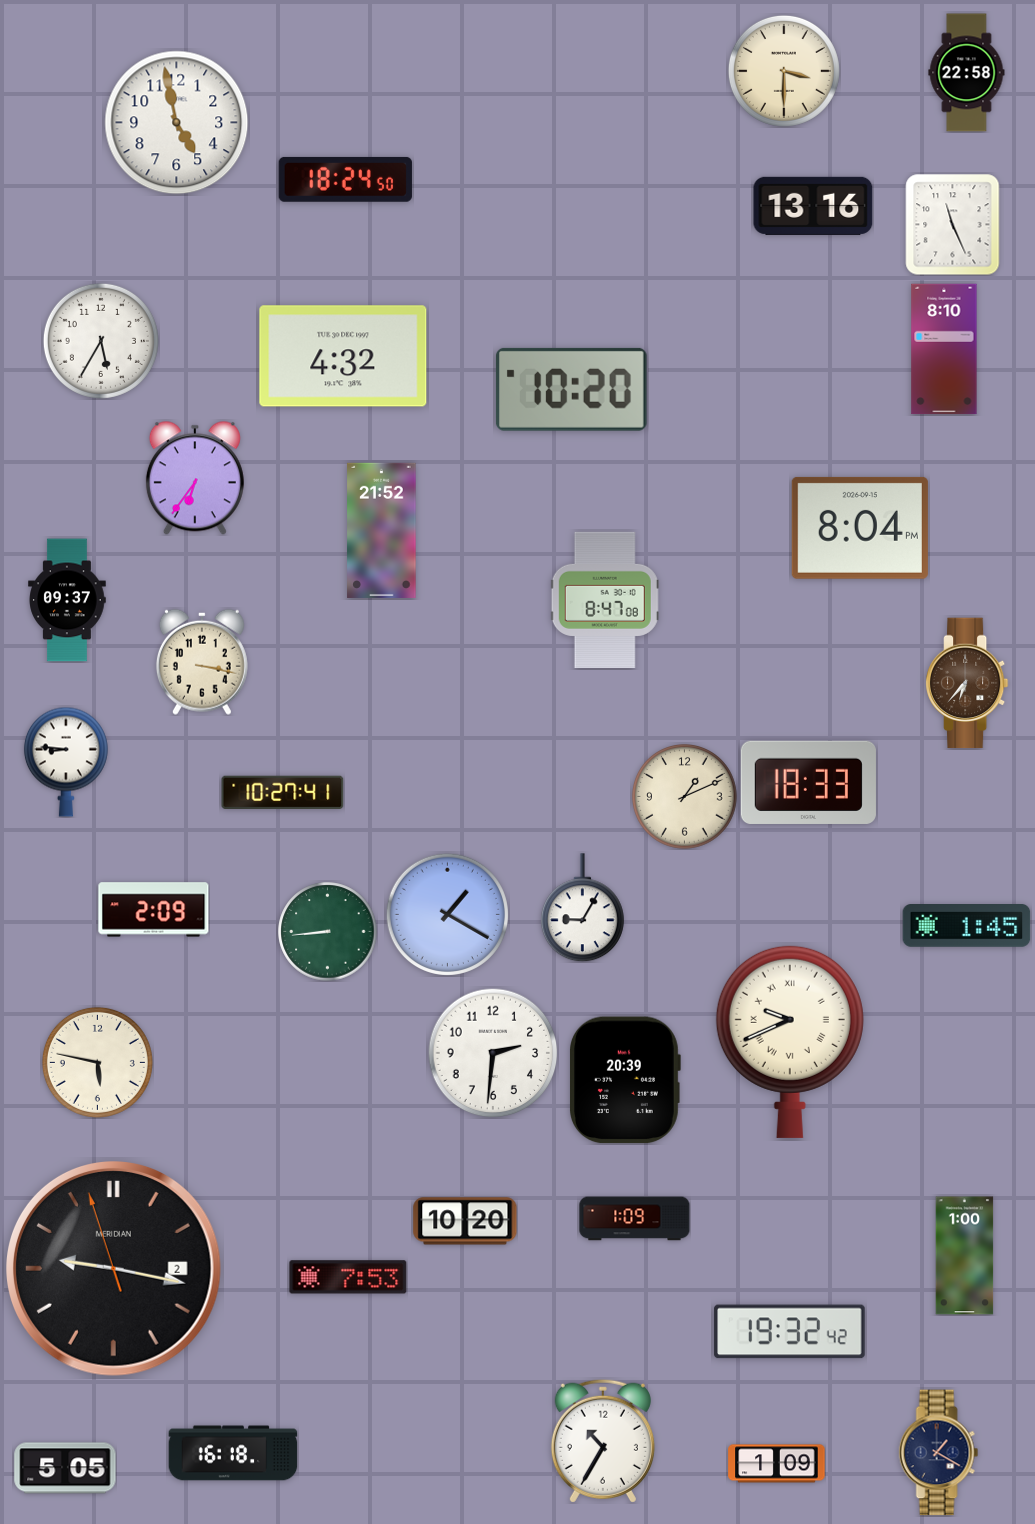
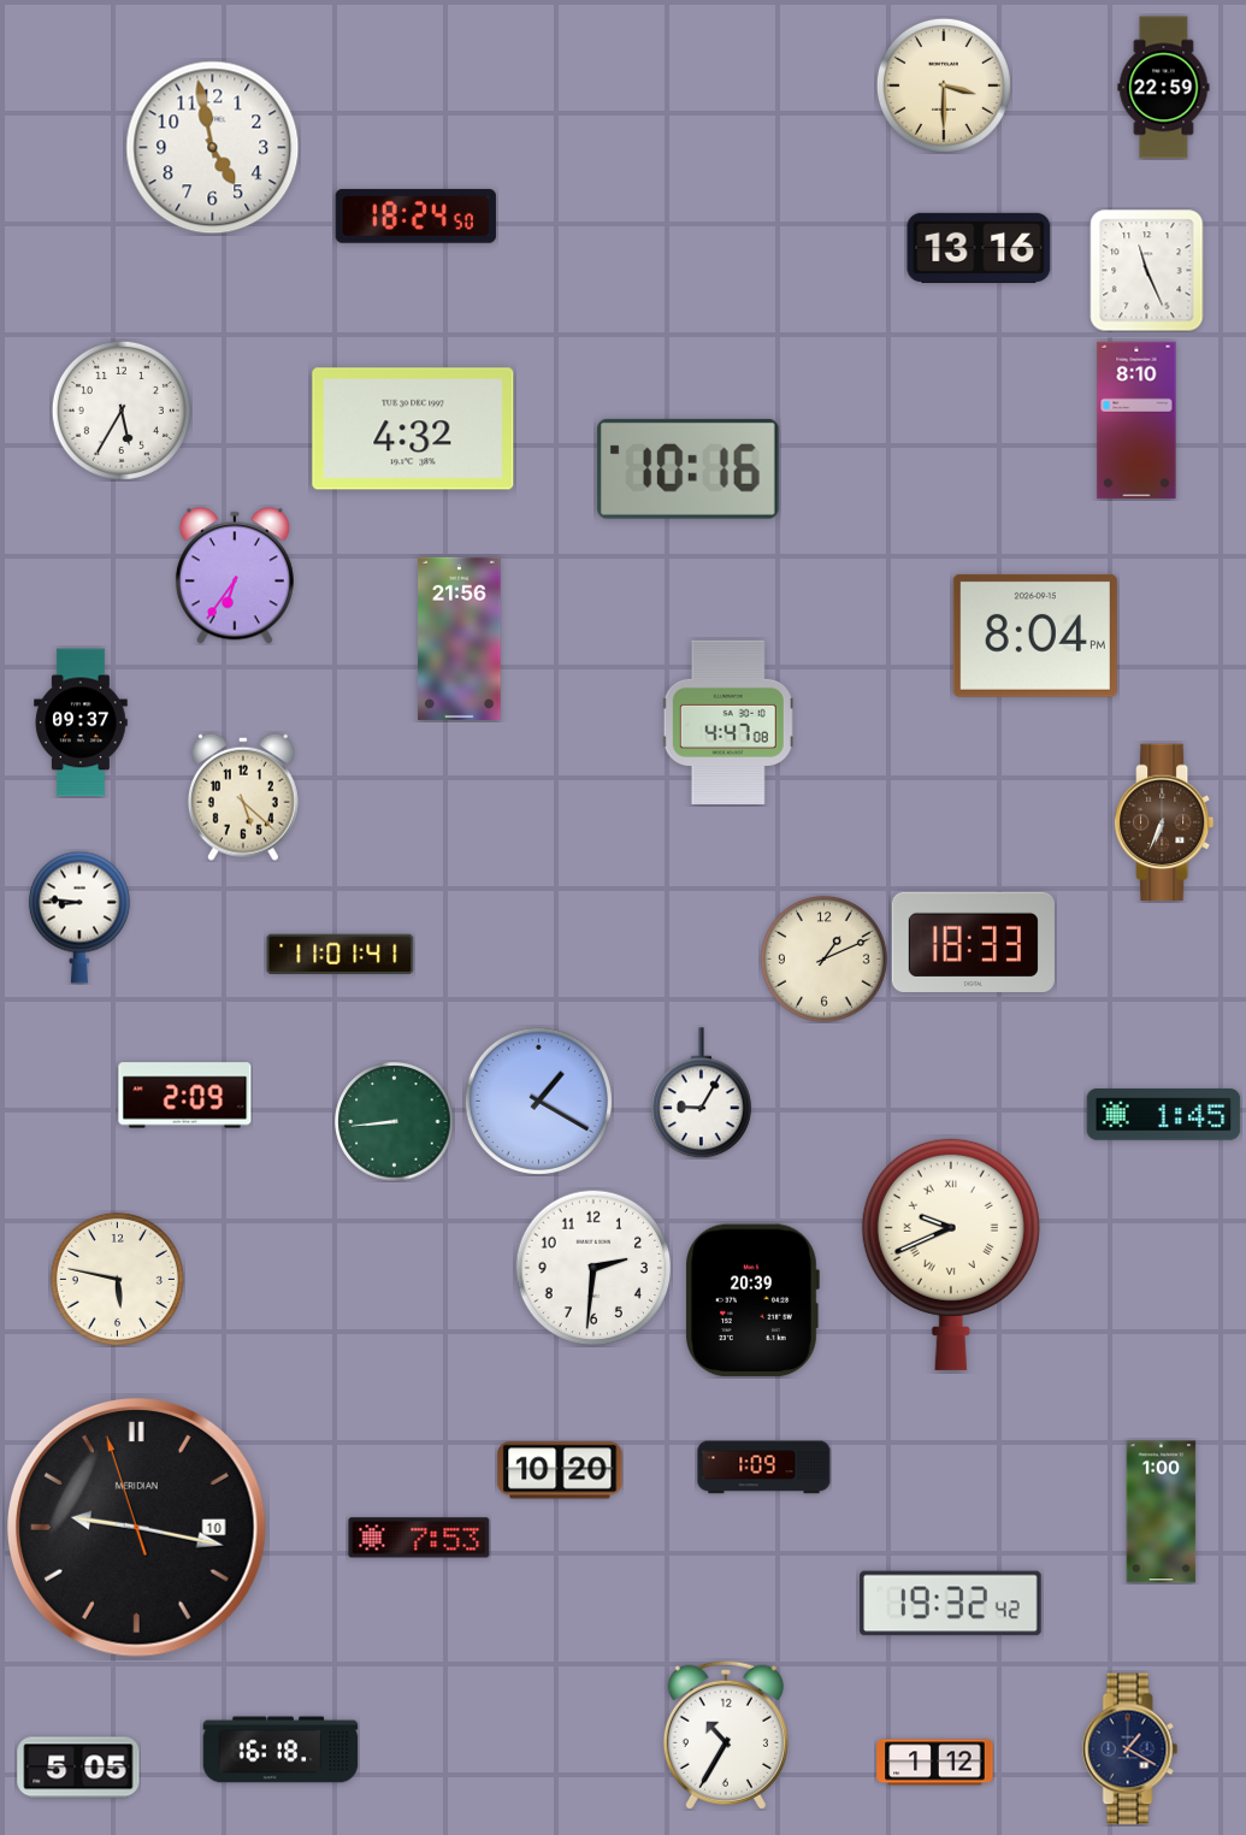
clock at (967, 73): 22:58 -> 22:59
clock at (571, 389): 10:20 -> 10:16
clock at (382, 530): 21:52 -> 21:56
clock at (605, 600): 8:47 -> 4:47
clock at (202, 662): 3:17 -> 5:22
clock at (967, 683): 6:37 -> 6:34
clock at (283, 792): 10:27 -> 11:01
clock at (114, 1269) date: 2 -> 10
clock at (777, 1464): 1:09 -> 1:12
